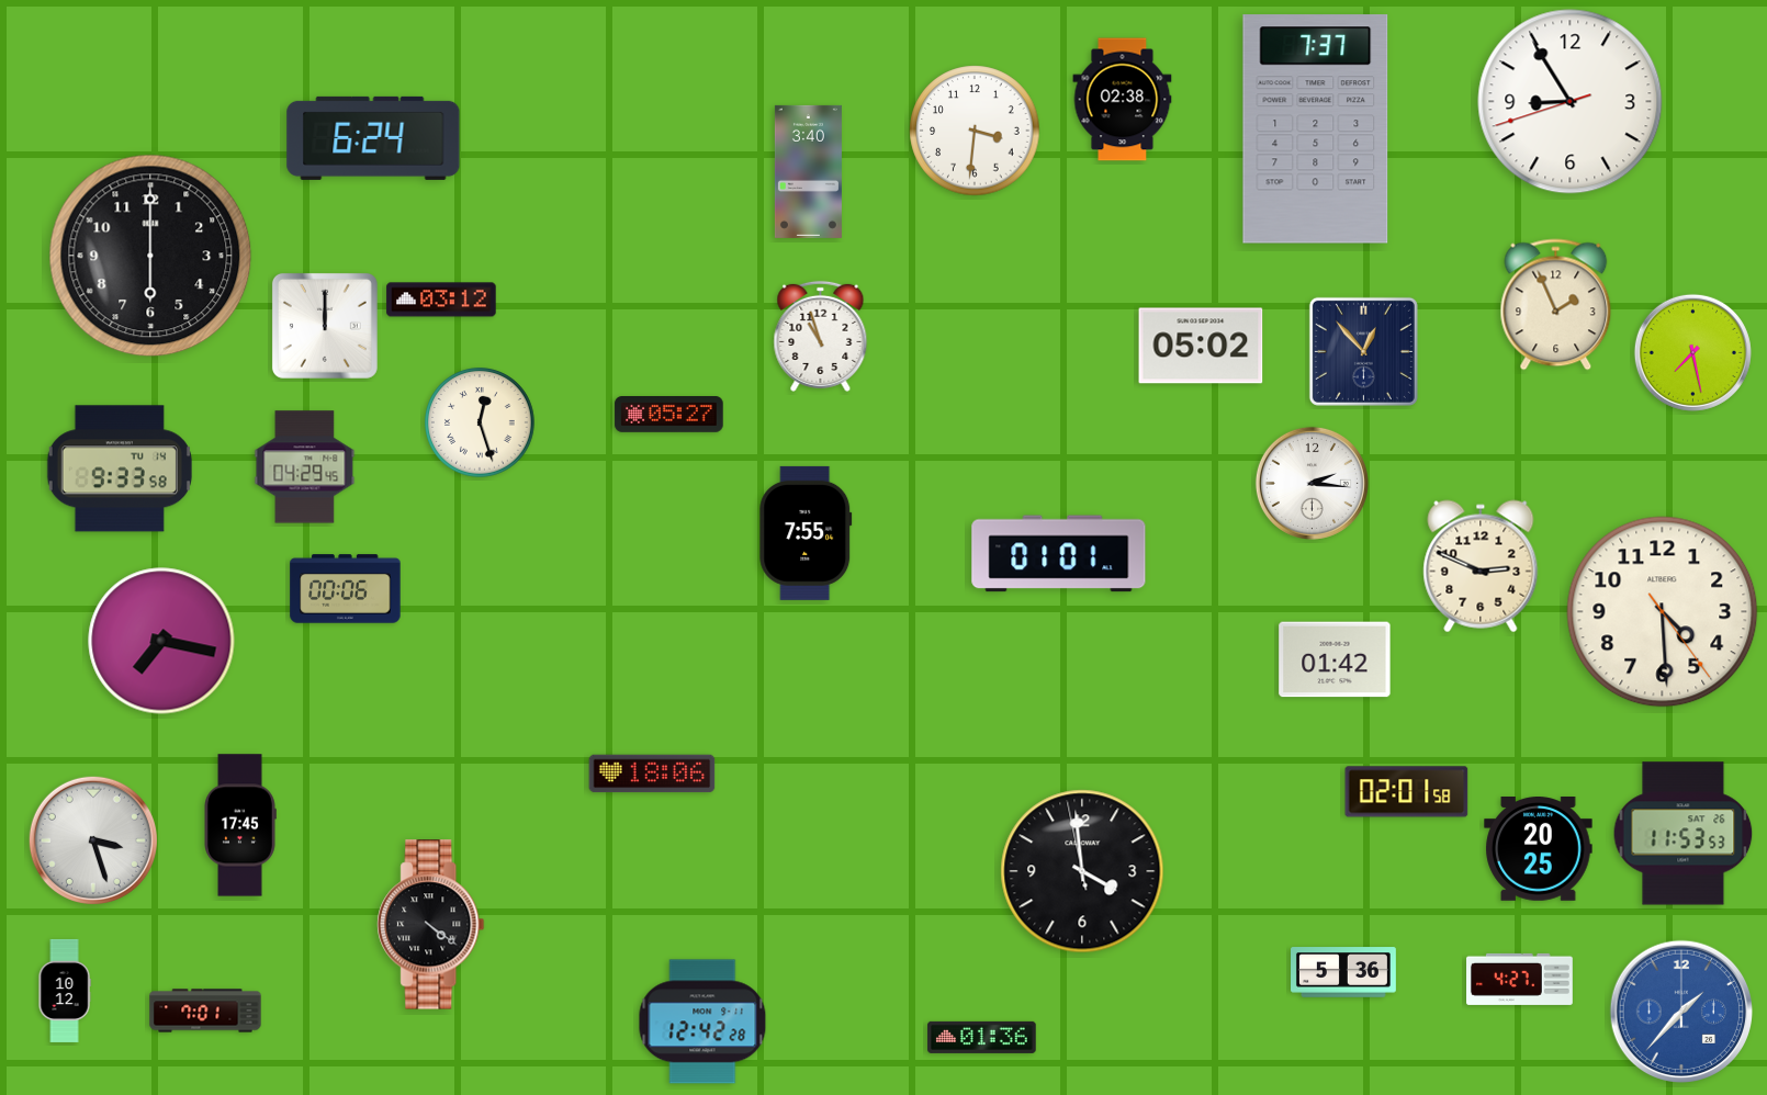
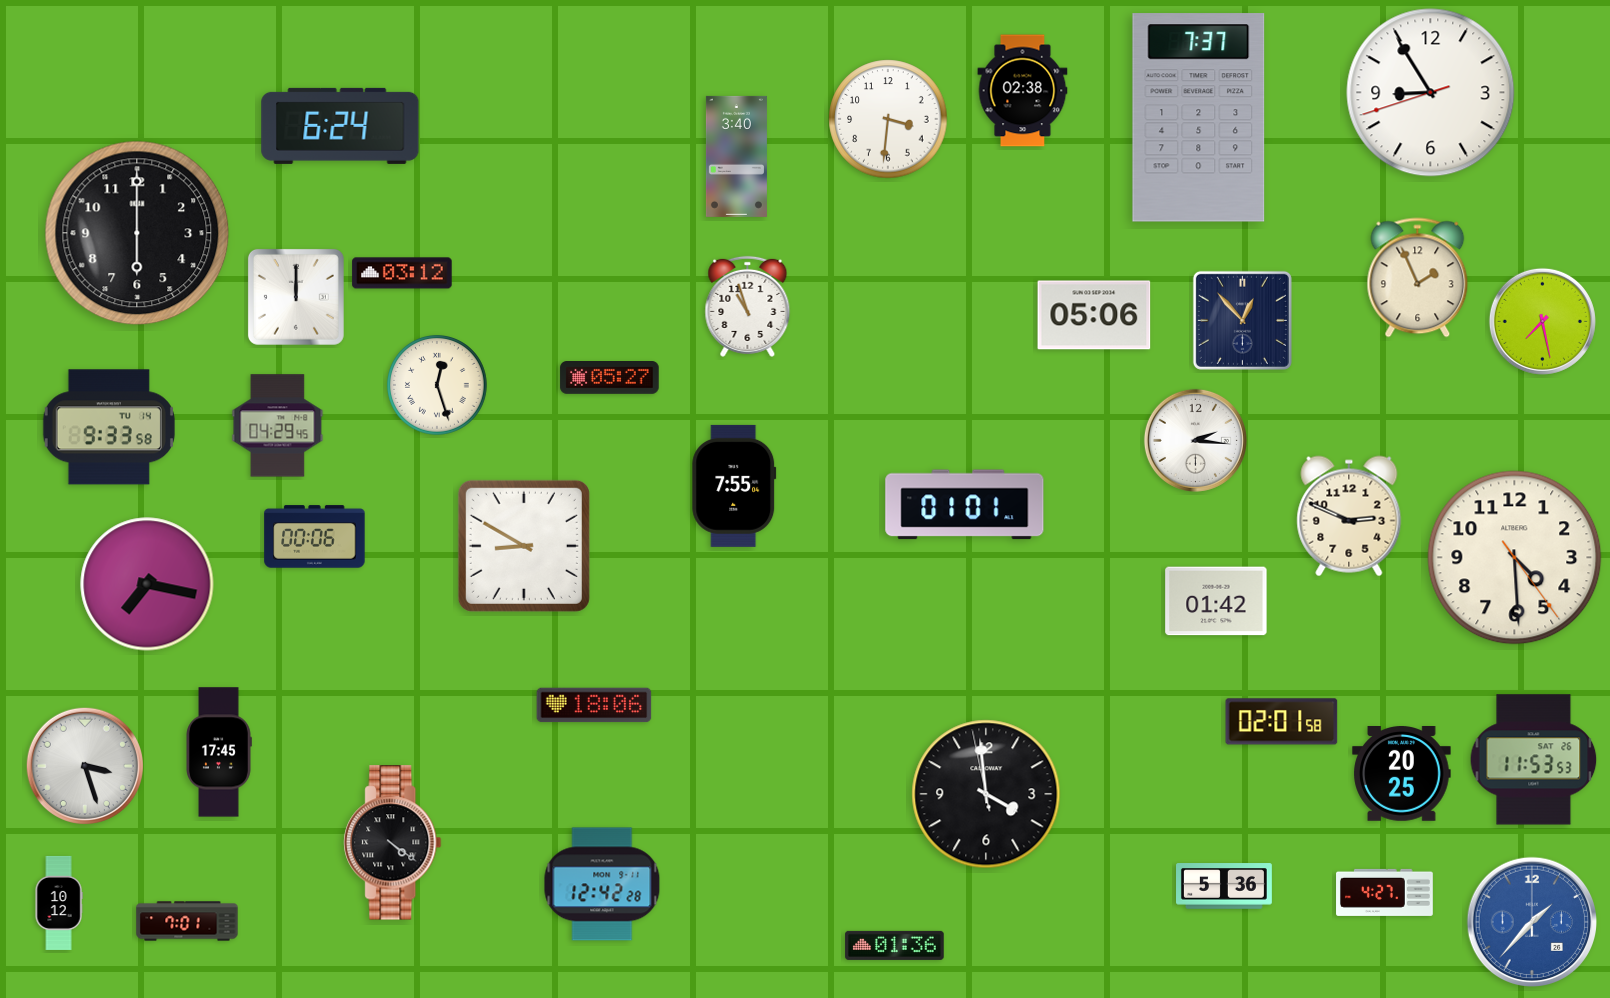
clock at (1201, 346): 05:02 -> 05:06
clock at (524, 546): none -> 8:50
clock at (702, 1021) position: (702, 1021) -> (602, 884)
